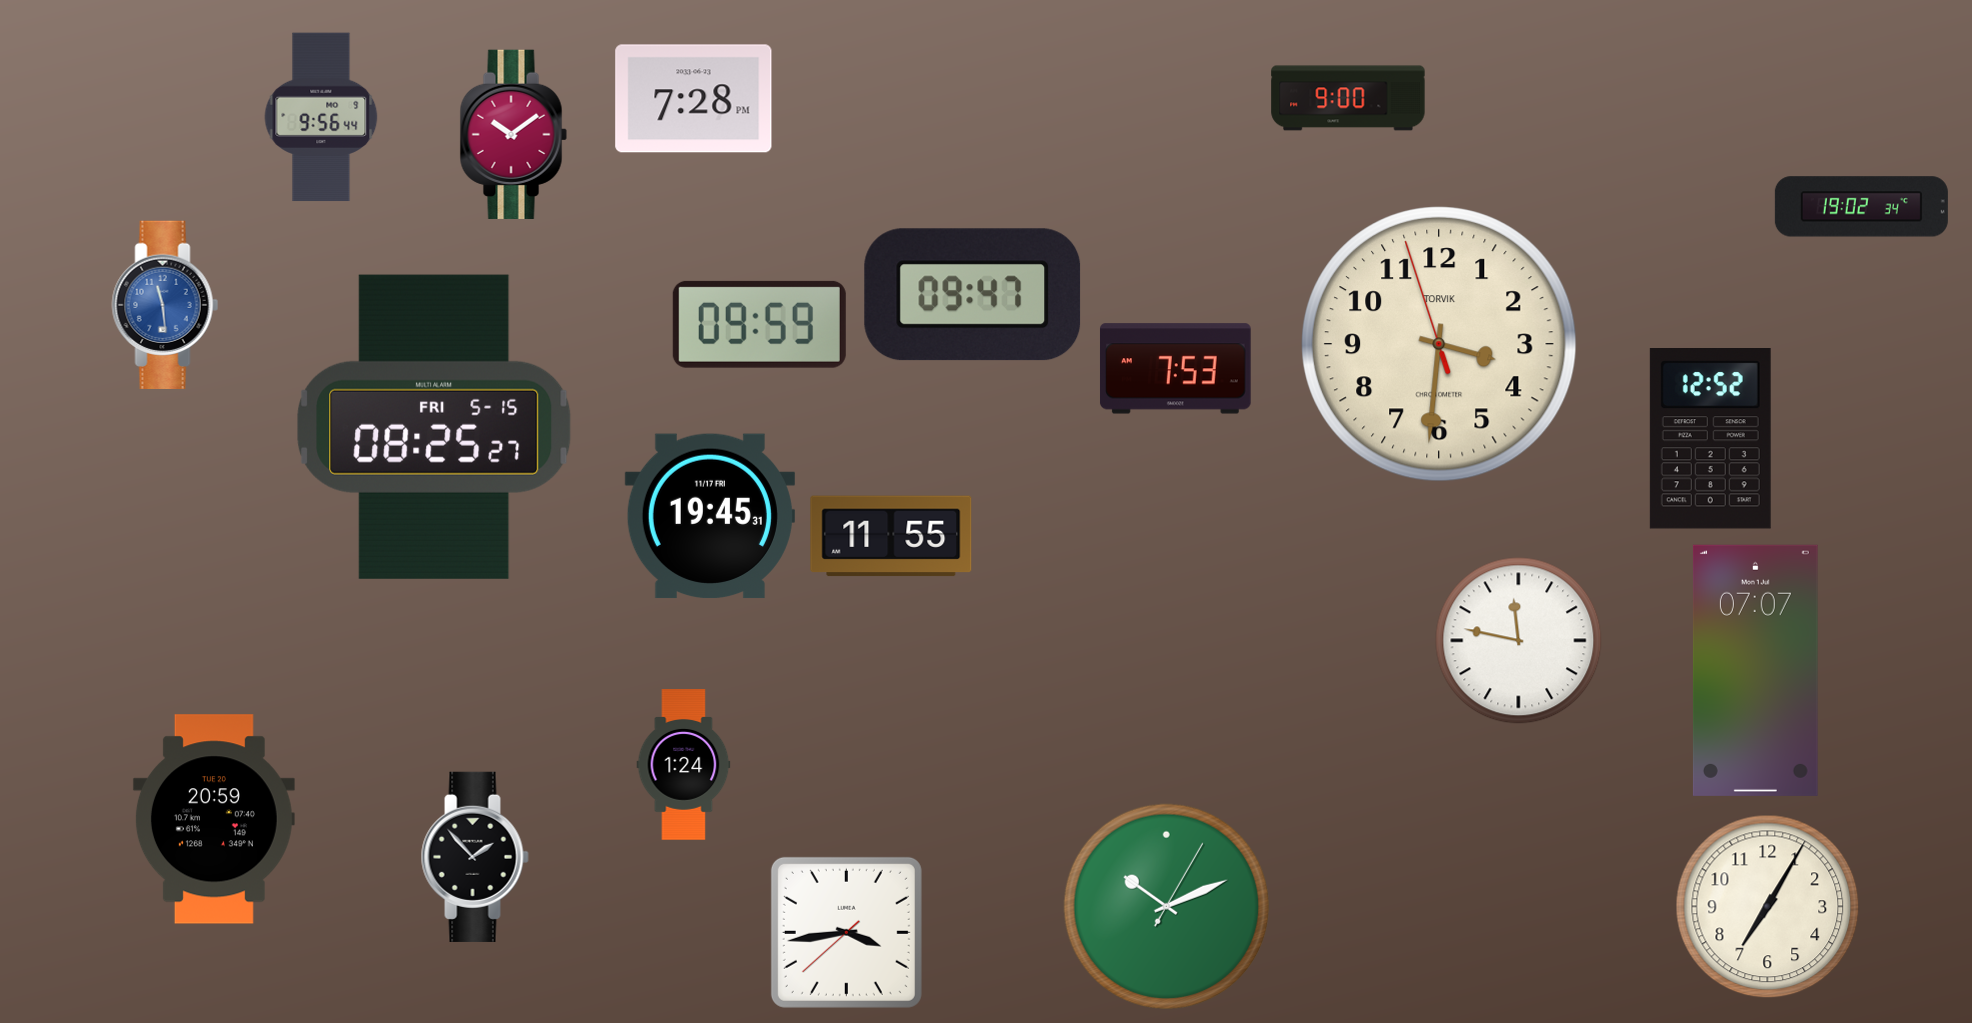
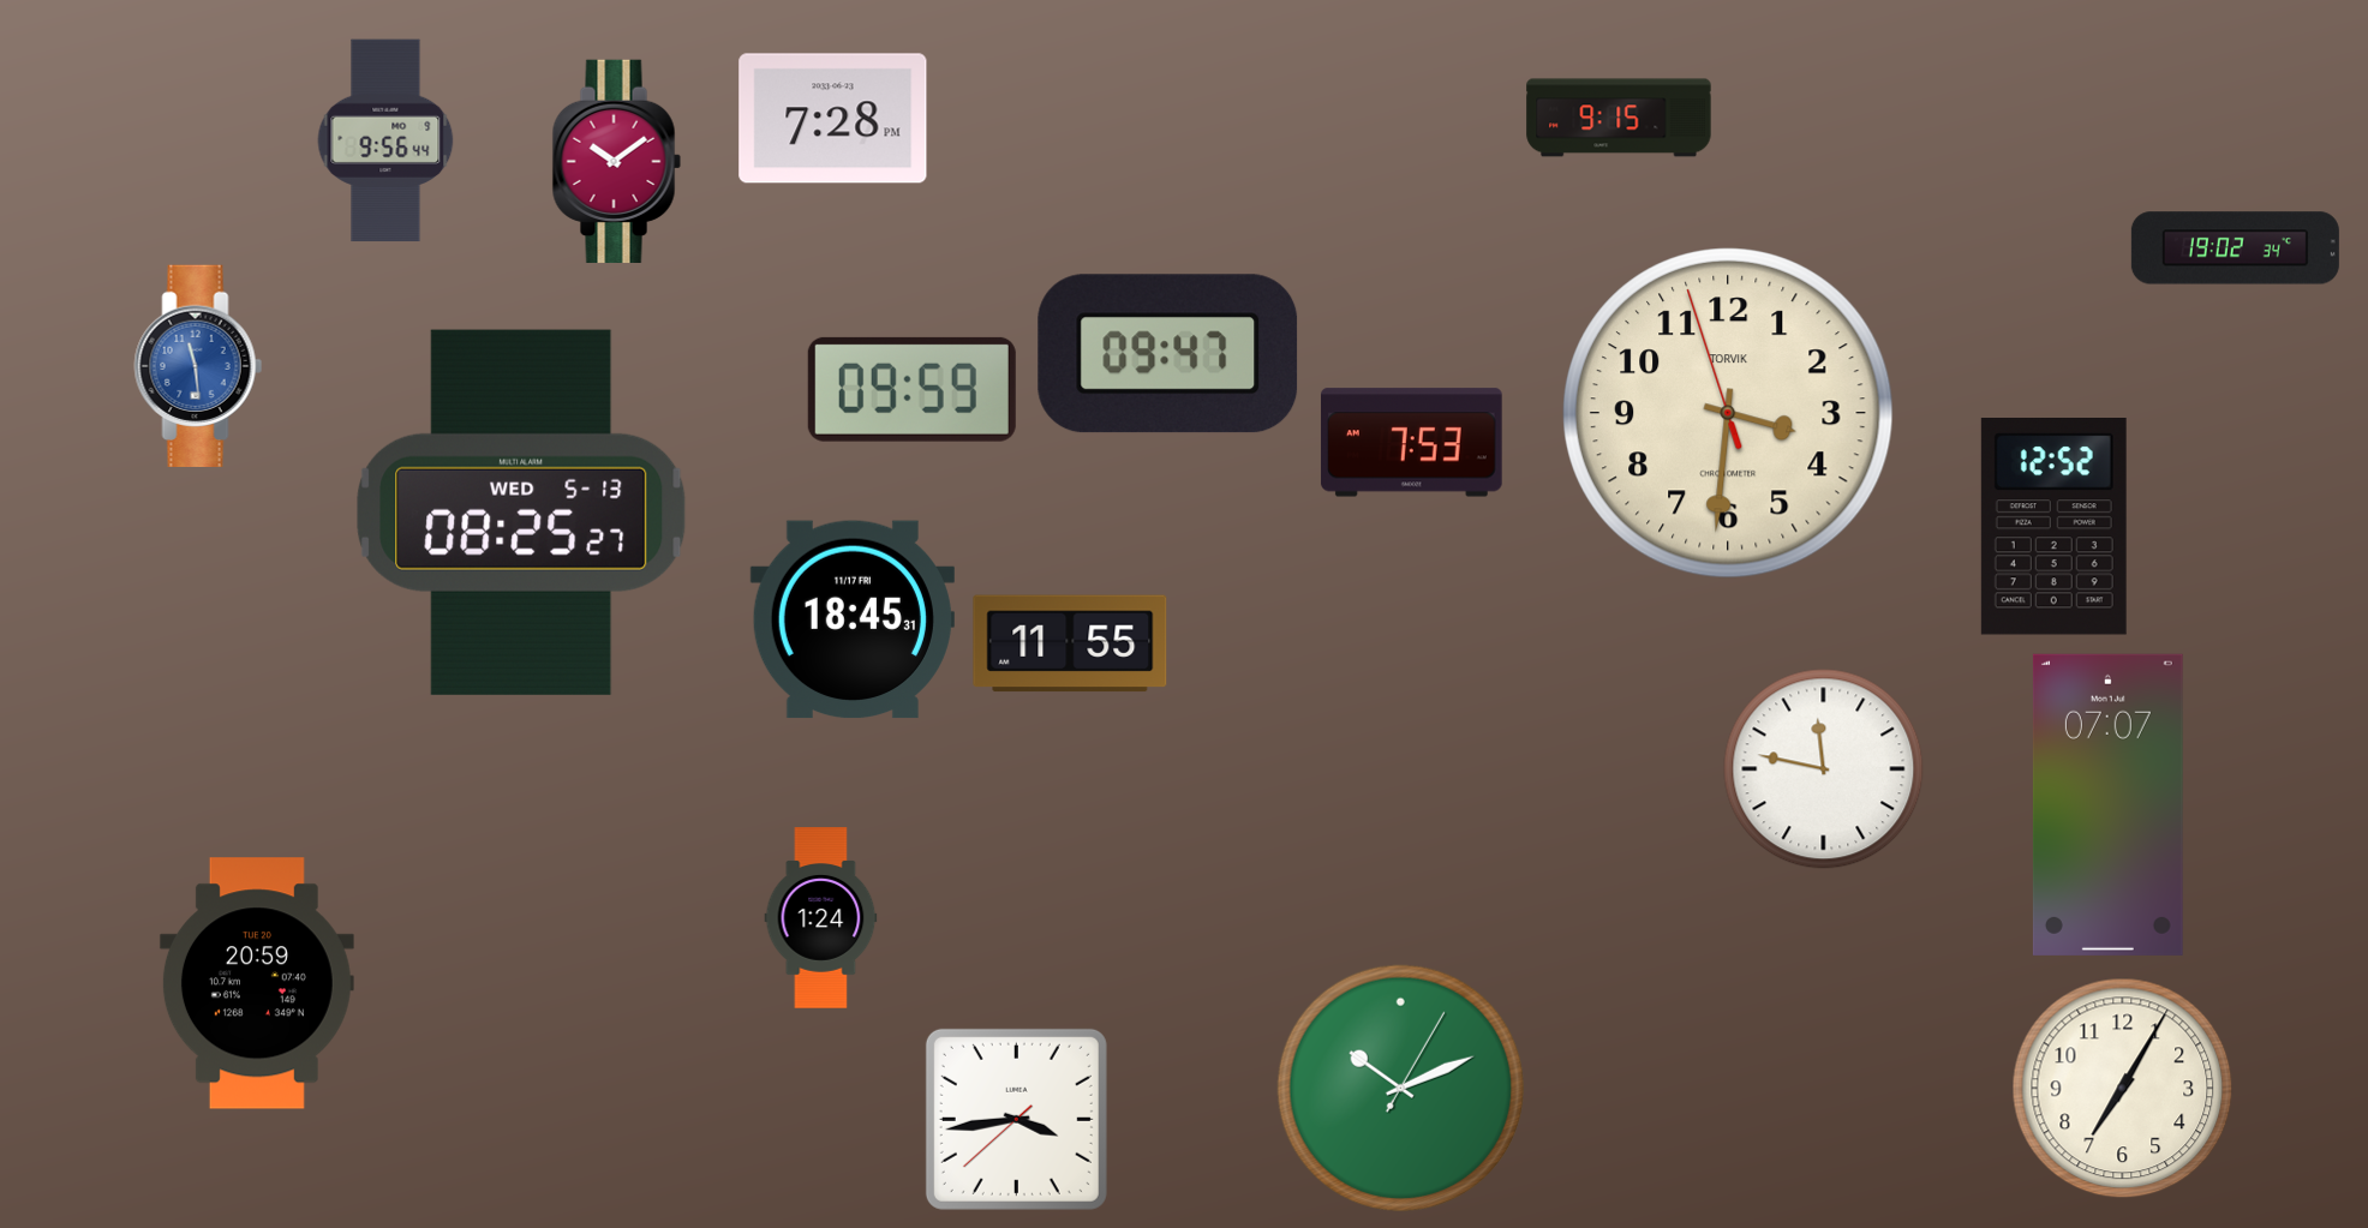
clock at (1348, 98): 9:00 -> 9:15
clock at (434, 427) date: FRI 5-15 -> WED 5-13
clock at (710, 516): 19:45 -> 18:45
clock at (475, 857): 1:53 -> none
